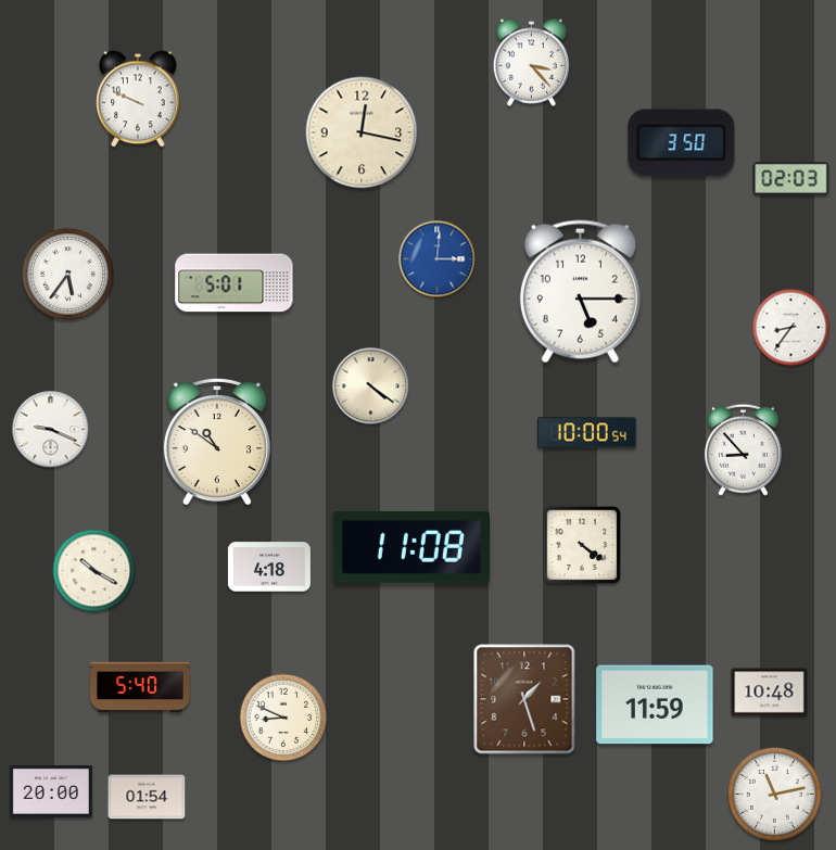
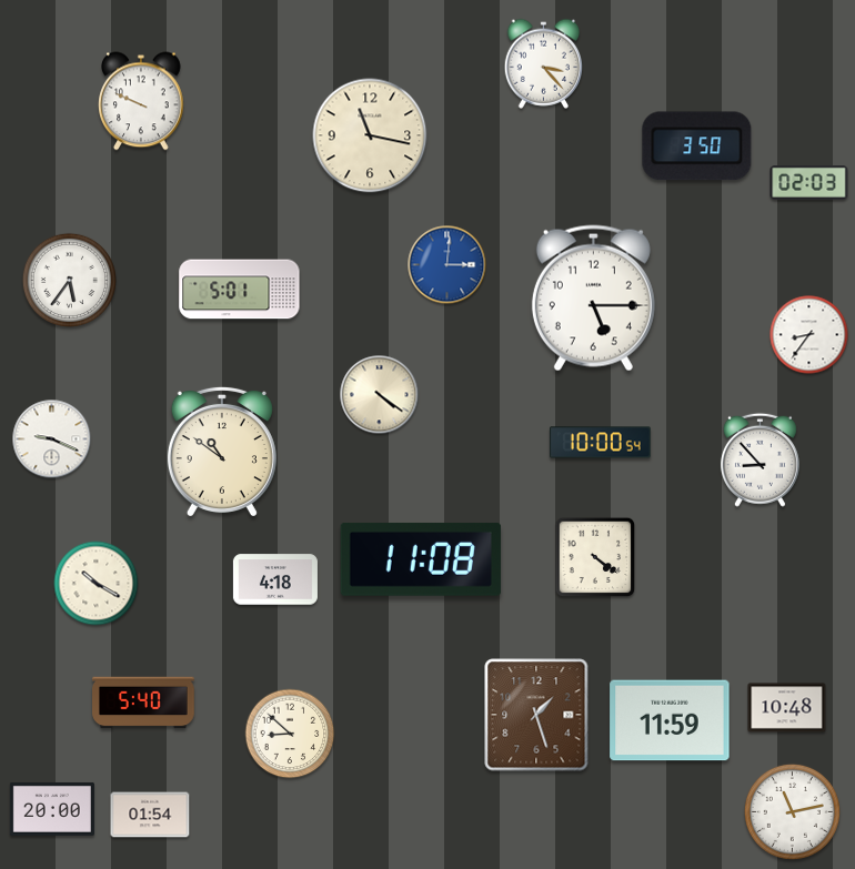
clock at (362, 132): 12:17 -> 11:17
clock at (283, 718): 8:49 -> 8:52
